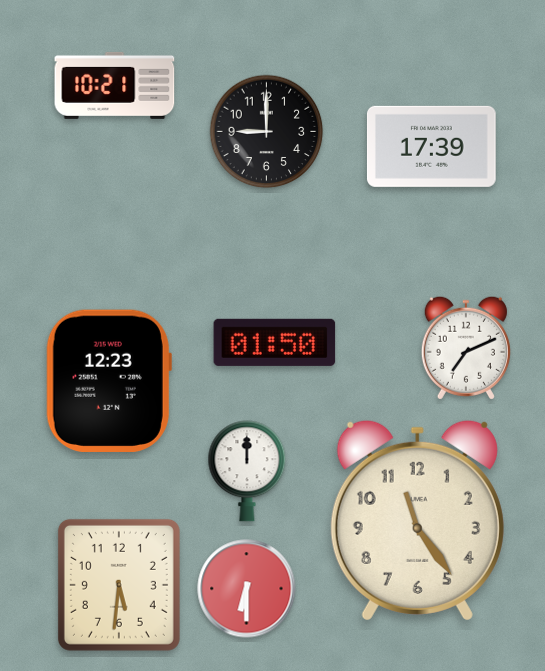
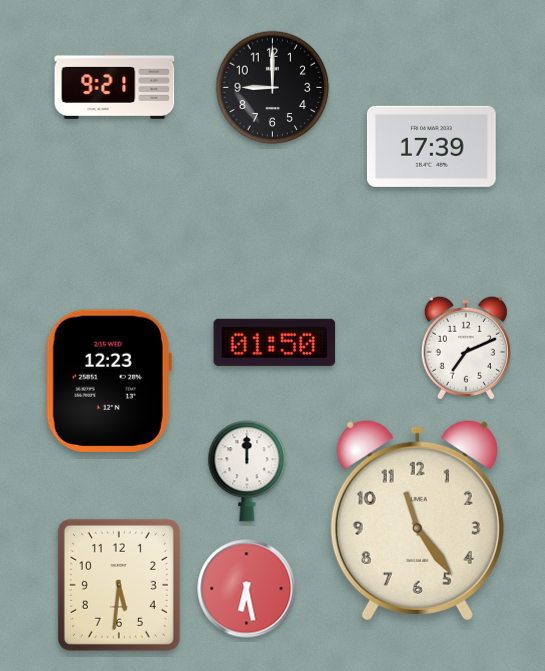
clock at (115, 85): 10:21 -> 9:21
clock at (267, 132) position: (267, 132) -> (273, 88)
clock at (247, 589): 6:30 -> 6:28
